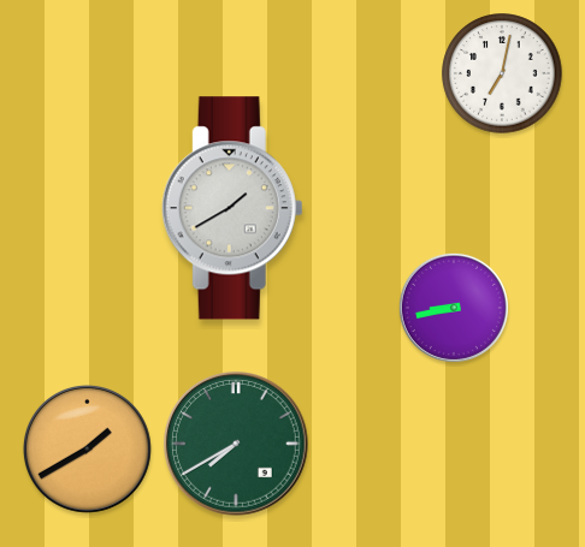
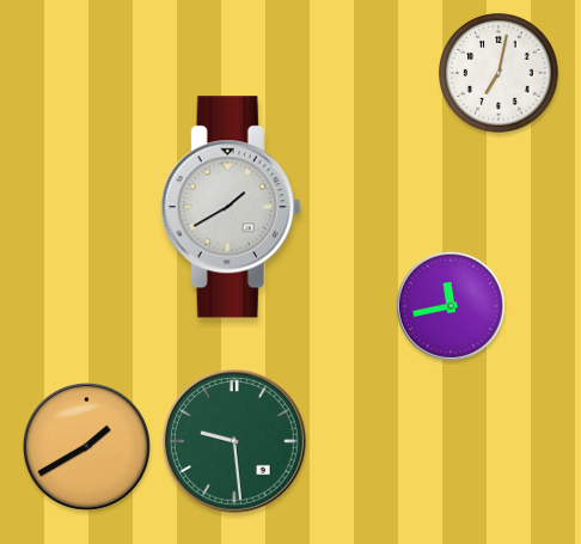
clock at (454, 308): 8:43 -> 11:43
clock at (236, 444): 7:40 -> 9:29
